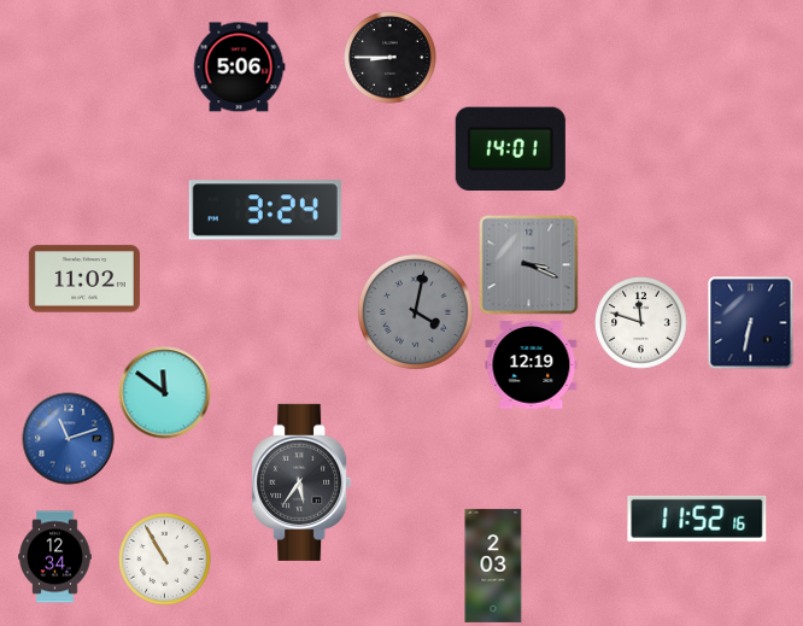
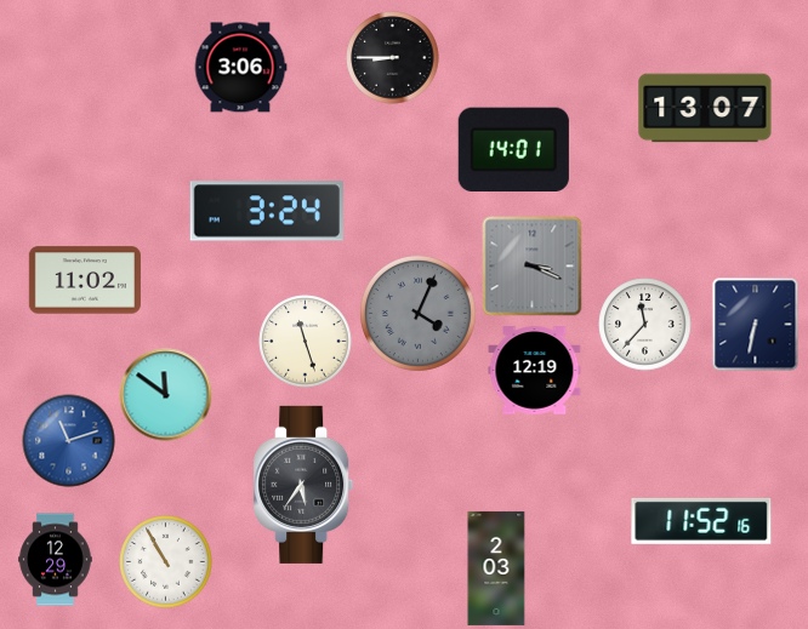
clock at (239, 68): 5:06 -> 3:06
clock at (705, 108): none -> 13:07
clock at (415, 311): 4:02 -> 4:04
clock at (641, 323): 11:48 -> 11:37
clock at (306, 342): none -> 11:27
clock at (532, 365) position: (532, 365) -> (535, 371)
clock at (55, 557): 12:34 -> 12:29
